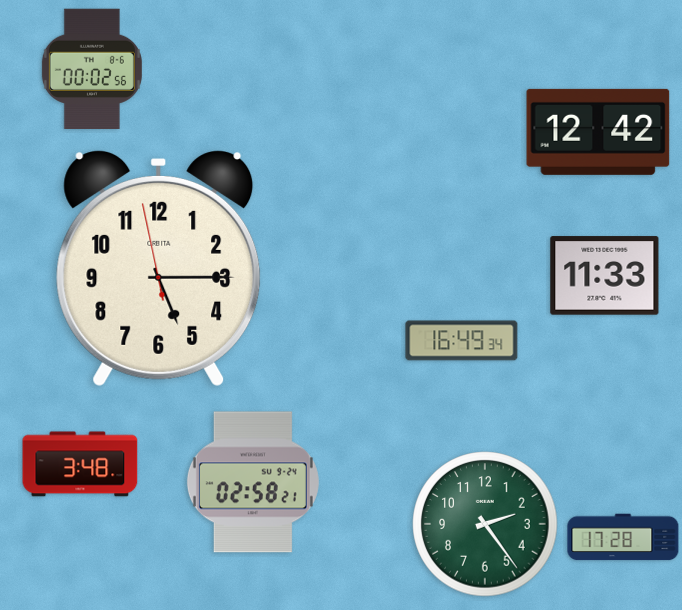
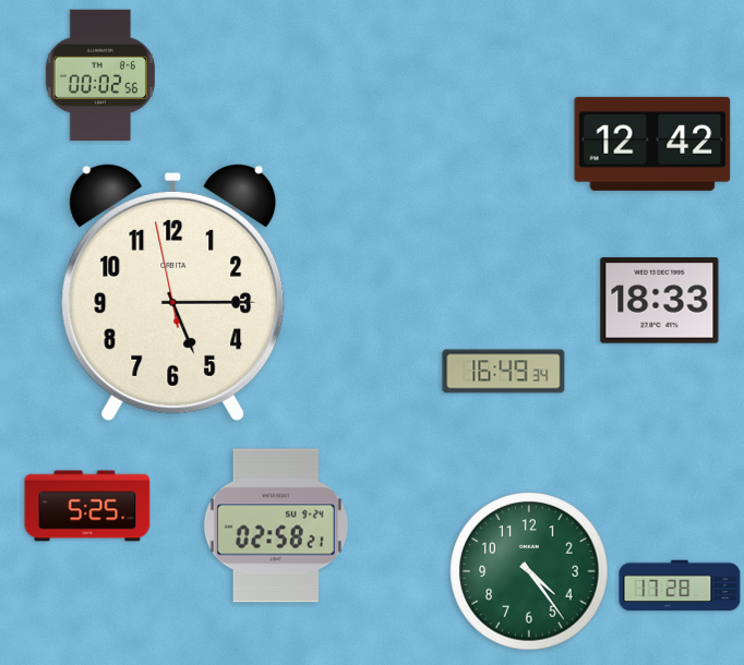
clock at (605, 276): 11:33 -> 18:33
clock at (80, 464): 3:48 -> 5:25
clock at (485, 524): 2:24 -> 4:24
